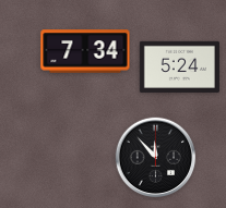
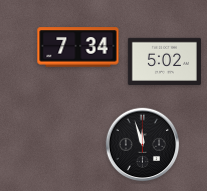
clock at (179, 66): 5:24 -> 5:02
clock at (156, 158): 11:53 -> 11:57
